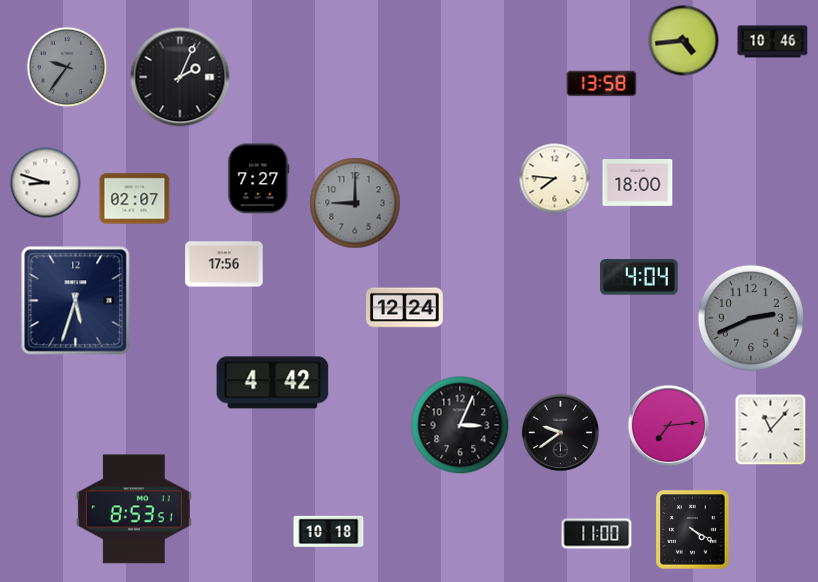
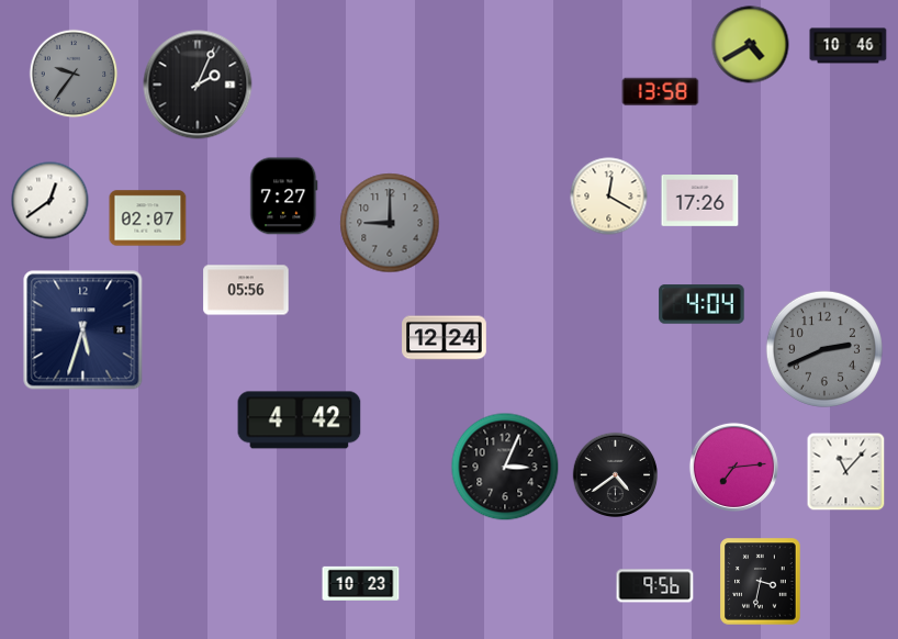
clock at (684, 41): 4:44 -> 4:40
clock at (555, 179): 7:46 -> 12:20
clock at (46, 183): 8:48 -> 12:39
clock at (638, 183): 18:00 -> 17:26
clock at (224, 264): 17:56 -> 05:56
clock at (561, 433): 9:39 -> 4:39
clock at (134, 509): 8:53 -> none
clock at (693, 530): 4:20 -> 3:32
clock at (329, 531): 10:18 -> 10:23
clock at (597, 534): 11:00 -> 9:56
